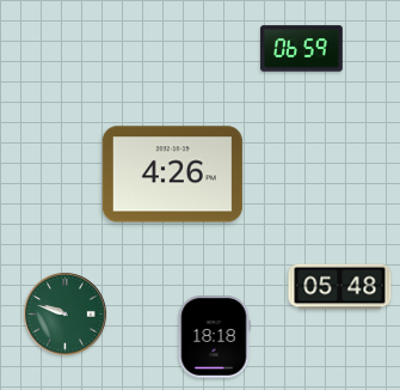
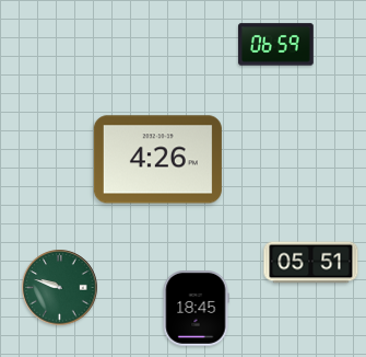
clock at (340, 287): 05:48 -> 05:51
clock at (214, 337): 18:18 -> 18:45
